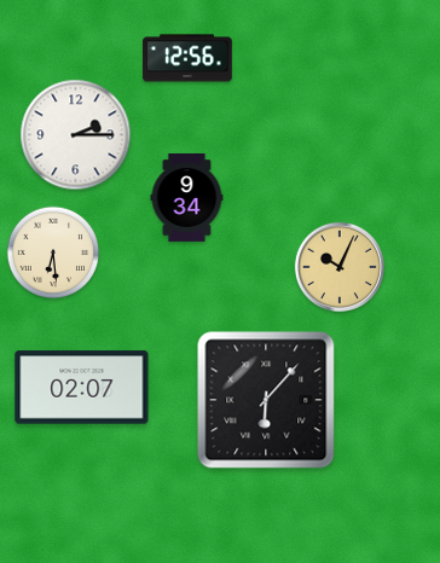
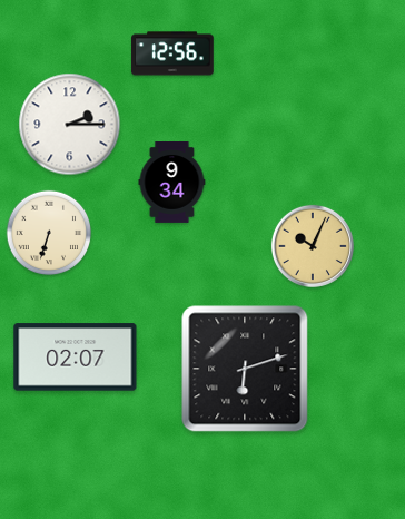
clock at (53, 253): 6:29 -> 6:33
clock at (266, 400): 6:07 -> 6:12
